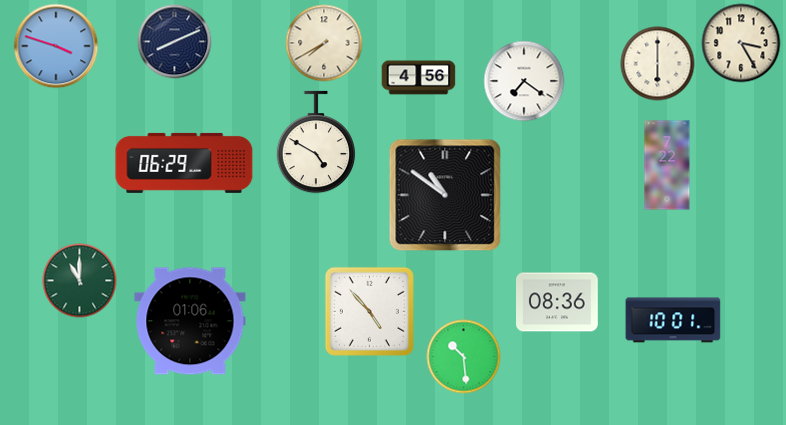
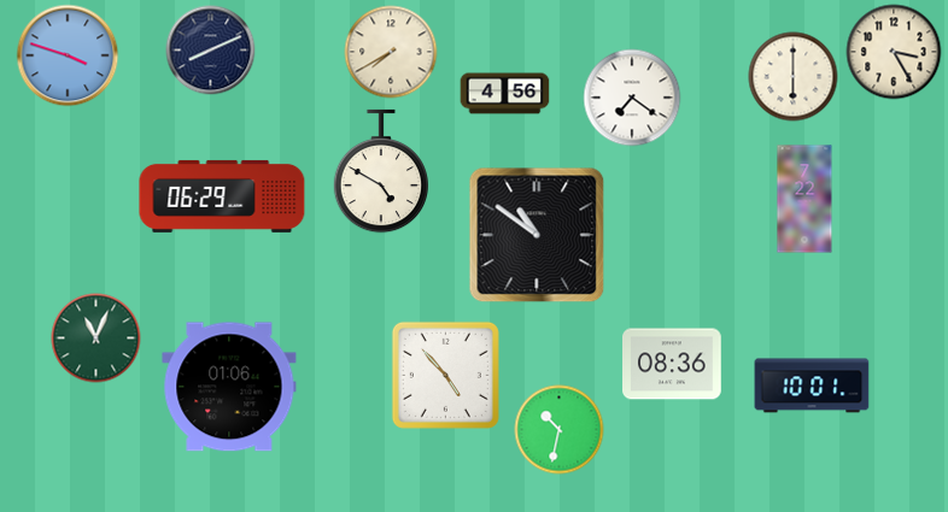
clock at (80, 281): 11:00 -> 11:04
clock at (464, 357): 10:29 -> 10:32
